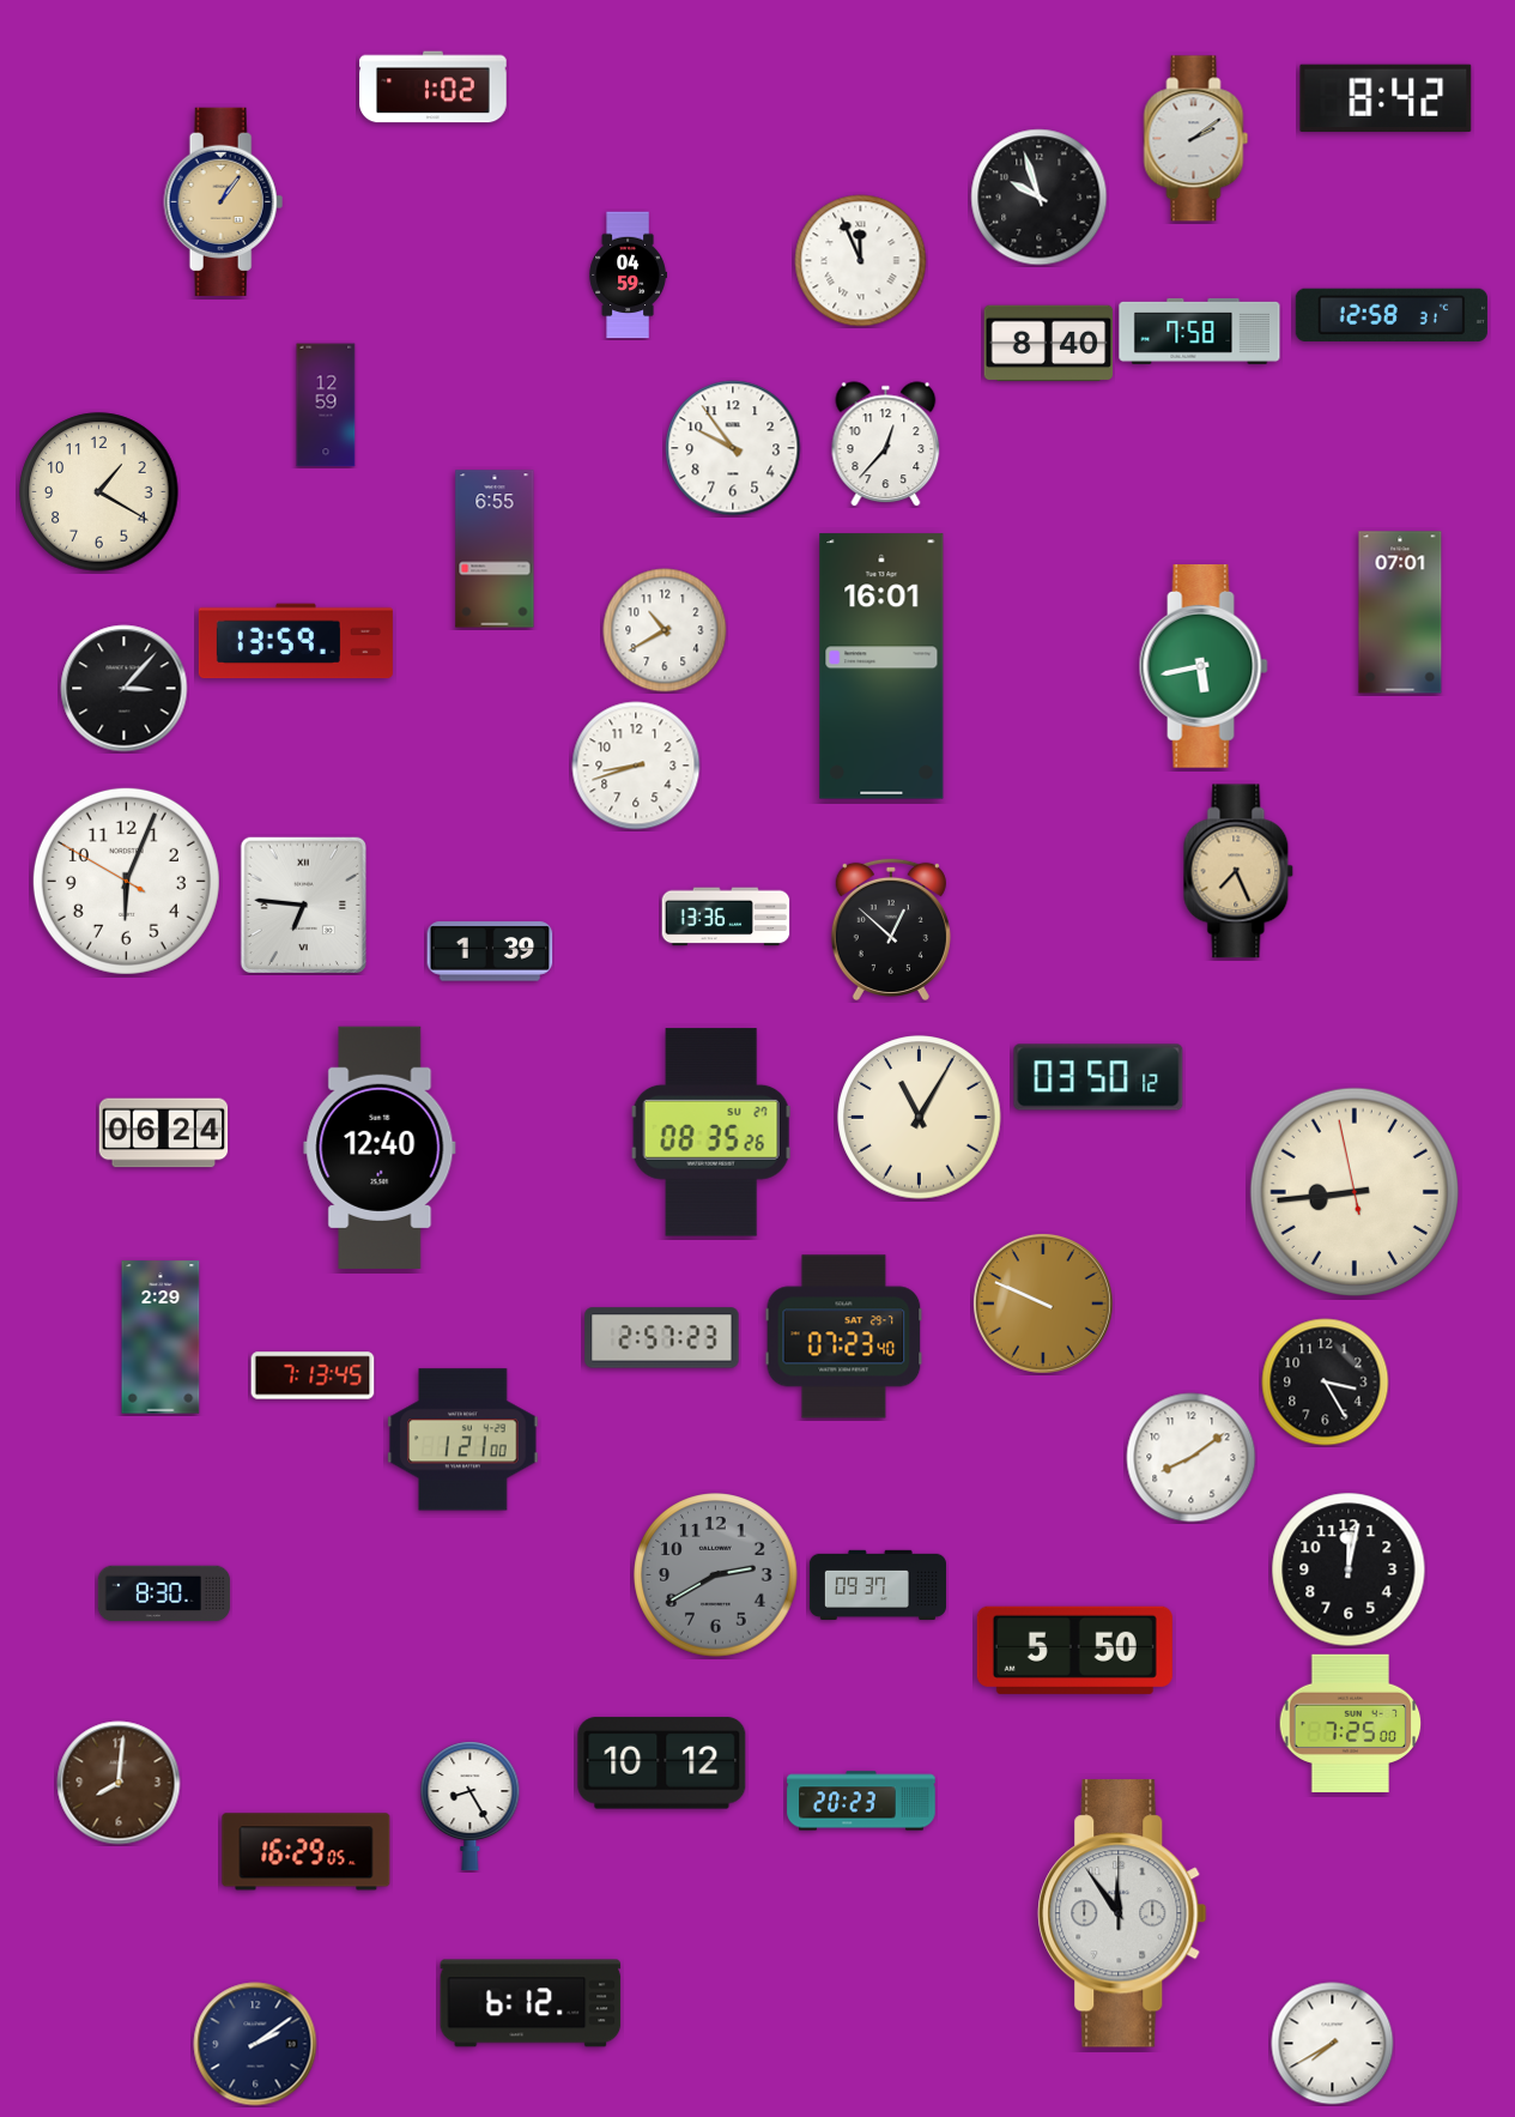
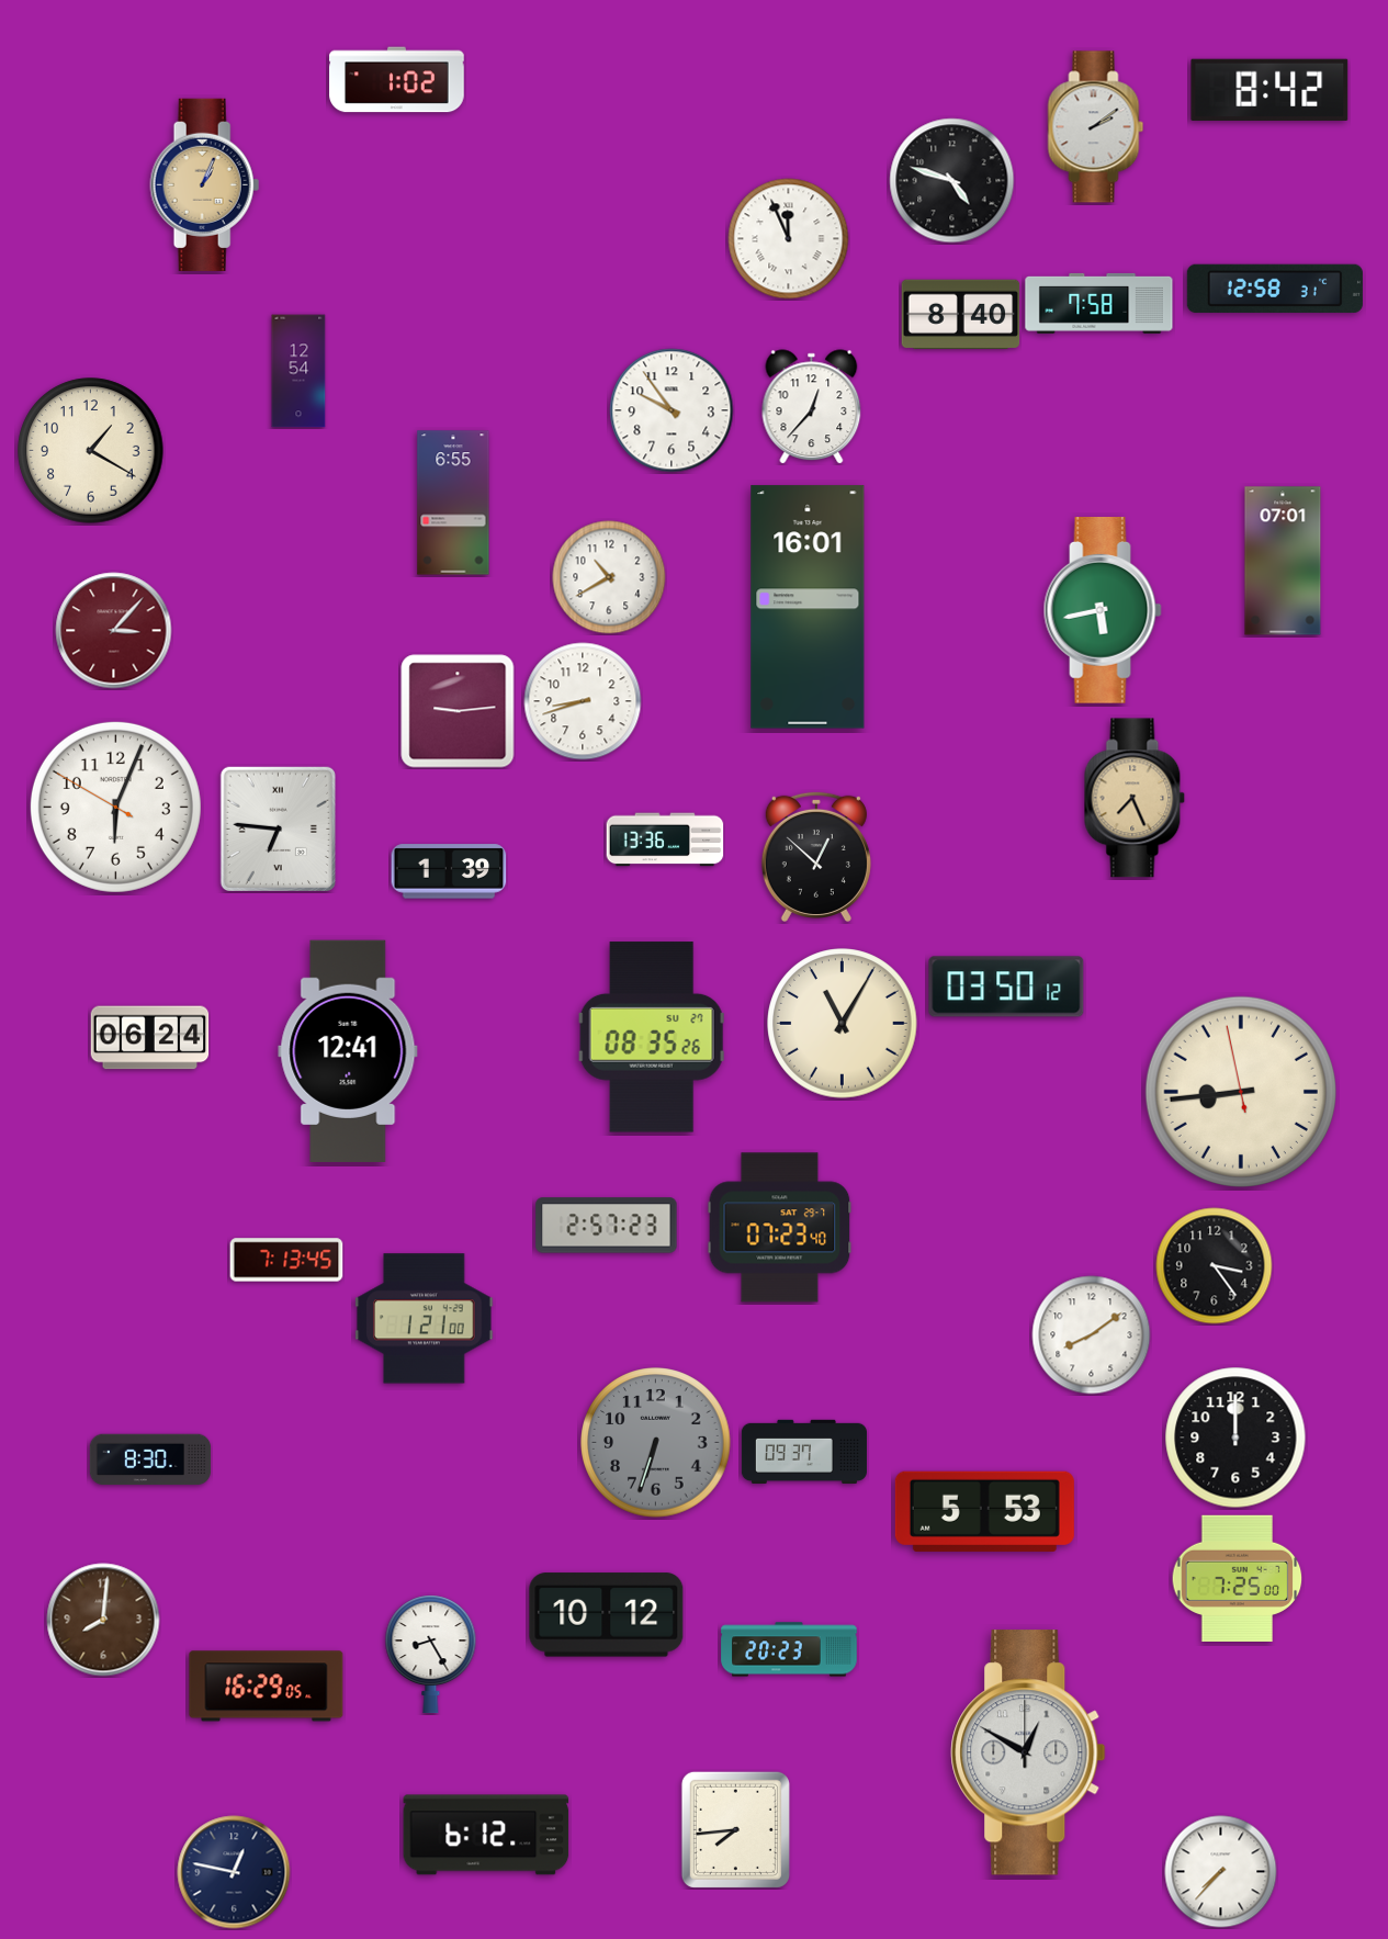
clock at (1040, 198): 9:57 -> 4:48
clock at (224, 201): 1:06 -> 1:04
clock at (628, 276): 04:59 -> none
clock at (326, 405): 12:59 -> 12:54
clock at (296, 641): 13:59 -> none
clock at (881, 666) position: (881, 666) -> (808, 607)
clock at (125, 689) dial: black -> burgundy
clock at (458, 711): none -> 9:14
clock at (891, 929) position: (891, 929) -> (816, 856)
clock at (380, 1148): 12:40 -> 12:41
clock at (1043, 1304): 9:49 -> none
clock at (160, 1337): 2:29 -> none
clock at (844, 1337) position: (844, 1337) -> (780, 1228)
clock at (1326, 1383): 3:25 -> 3:24
clock at (1349, 1569): 12:02 -> 12:00
clock at (716, 1575): 2:40 -> 6:33
clock at (1074, 1650): 5:50 -> 5:53
clock at (119, 1783) position: (119, 1783) -> (103, 1620)
clock at (307, 1852) position: (307, 1852) -> (267, 1687)
clock at (1122, 1913): 11:54 -> 12:50
clock at (735, 1829): none -> 7:44
clock at (255, 2044): 2:09 -> 12:47
clock at (1333, 2044): 7:40 -> 7:37
